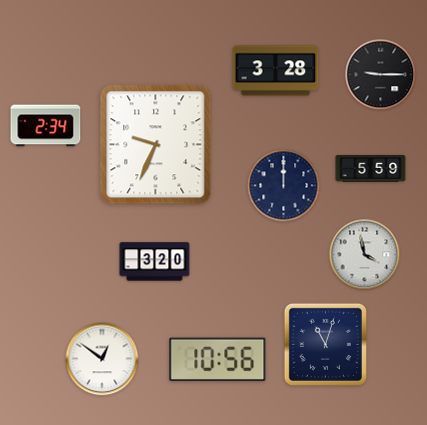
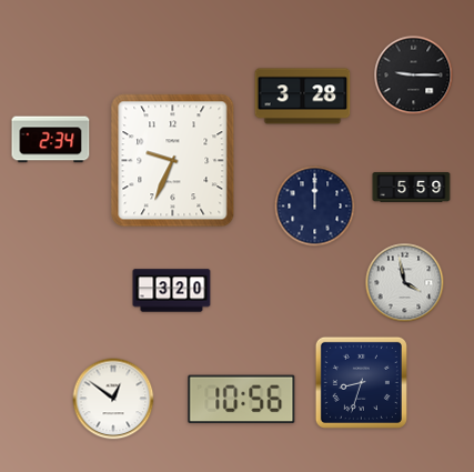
clock at (276, 71) position: (276, 71) -> (303, 97)
clock at (381, 75) position: (381, 75) -> (414, 76)
clock at (325, 344): 11:03 -> 8:33
